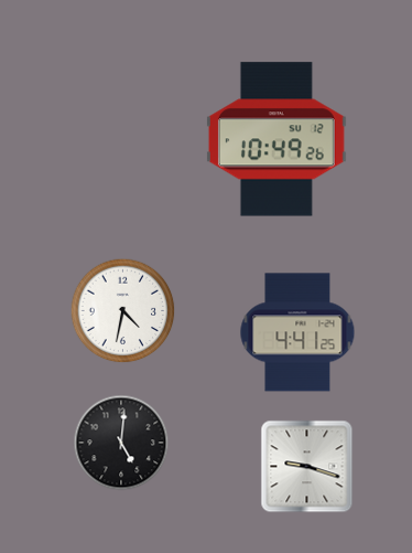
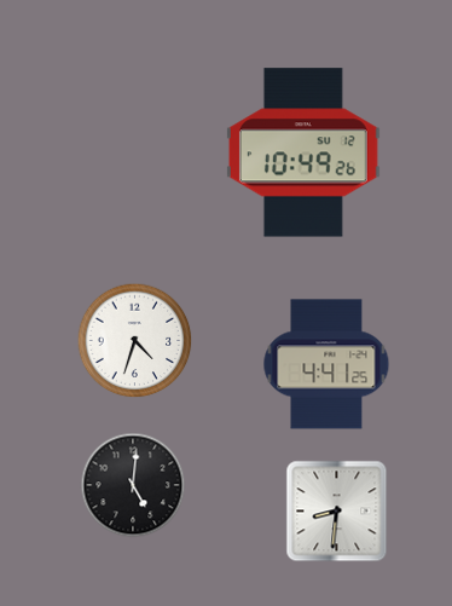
clock at (123, 311): 4:32 -> 4:33
clock at (307, 467): 9:18 -> 8:31
